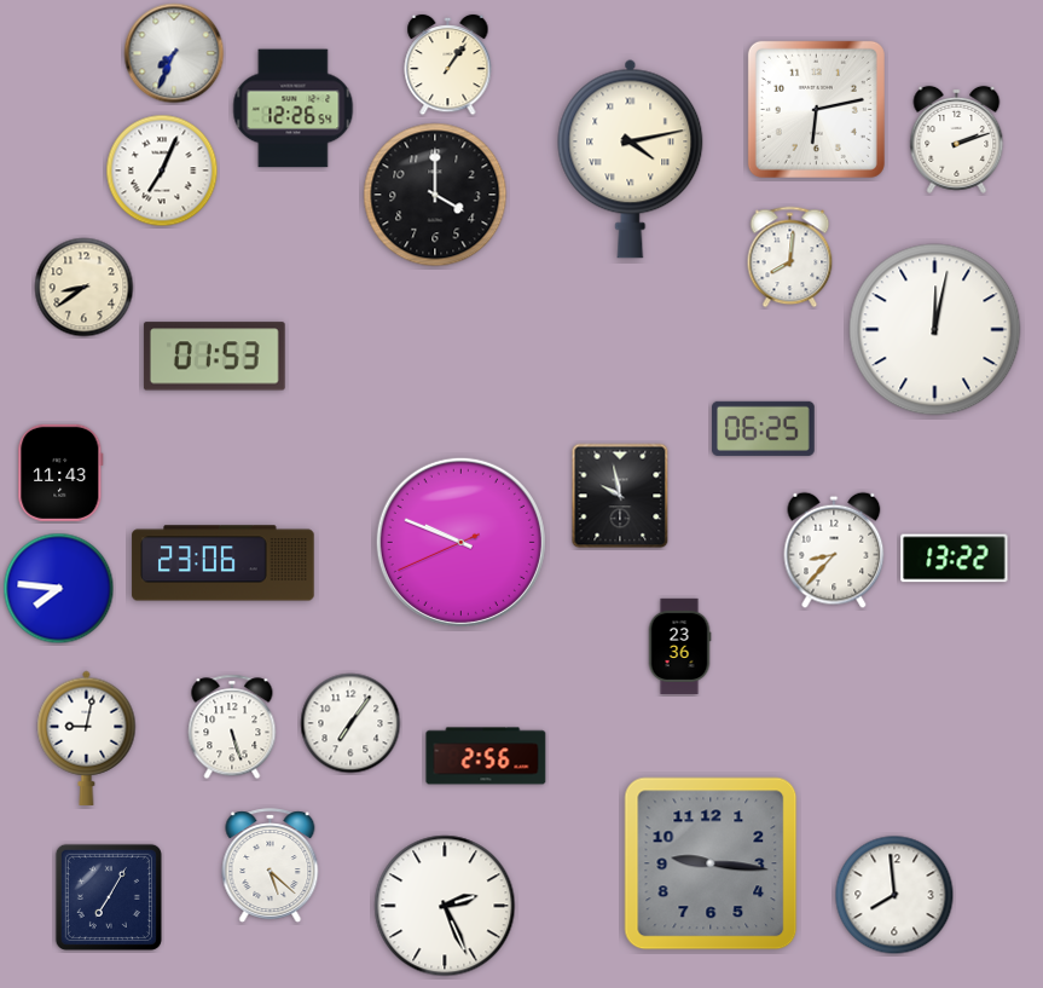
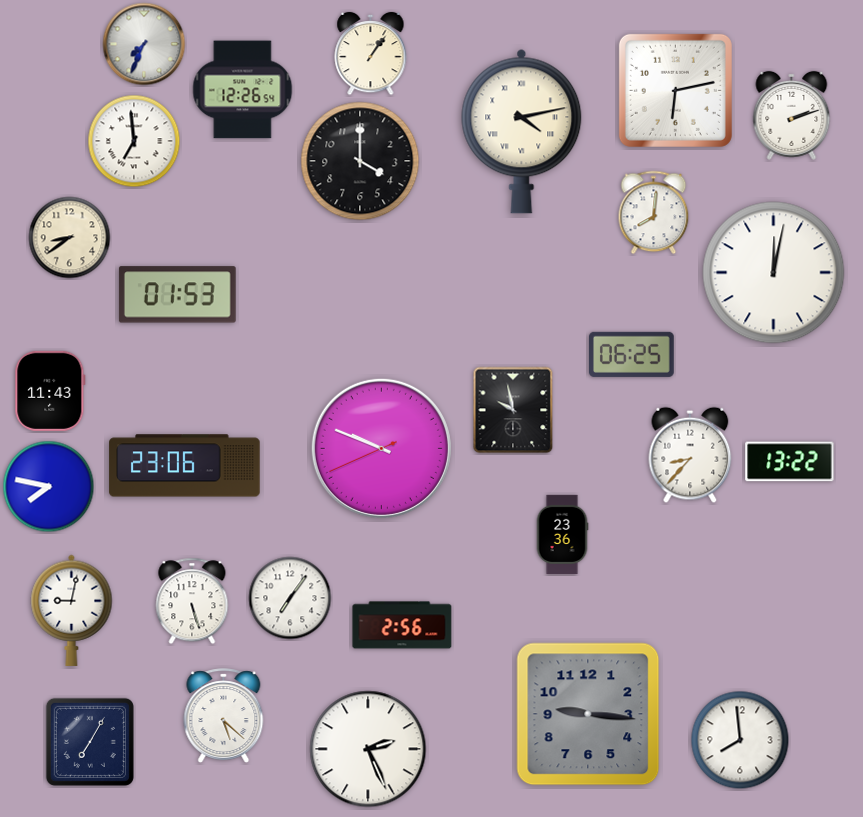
clock at (162, 171): 7:04 -> 6:59
clock at (59, 589): 7:46 -> 7:47
